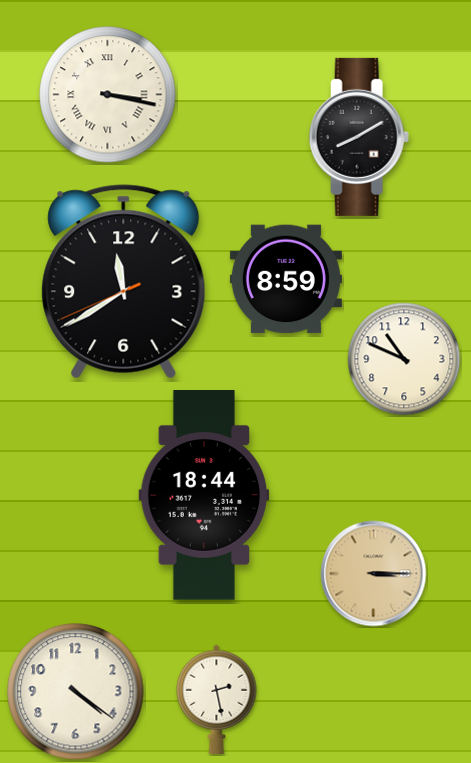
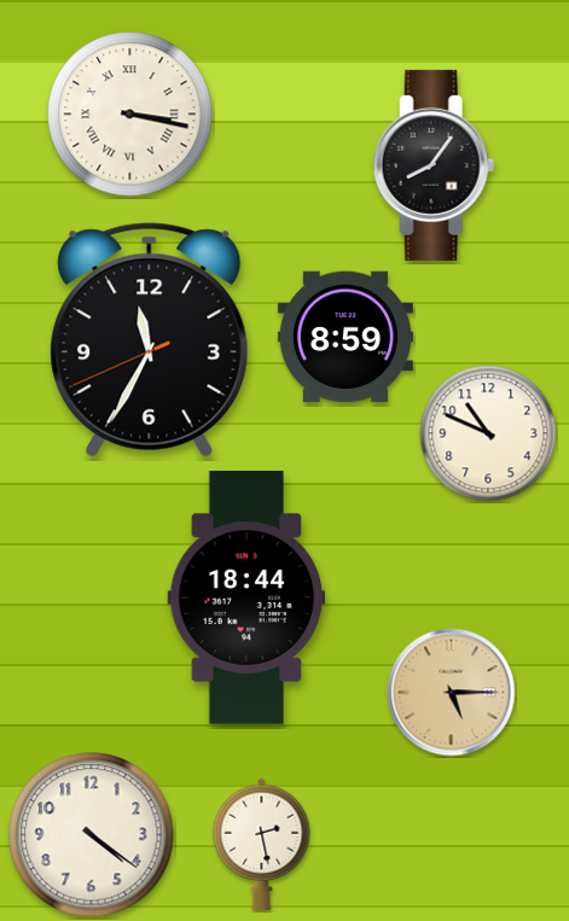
clock at (359, 137): 8:10 -> 8:06
clock at (124, 282): 11:39 -> 11:34
clock at (374, 574): 3:15 -> 5:15
